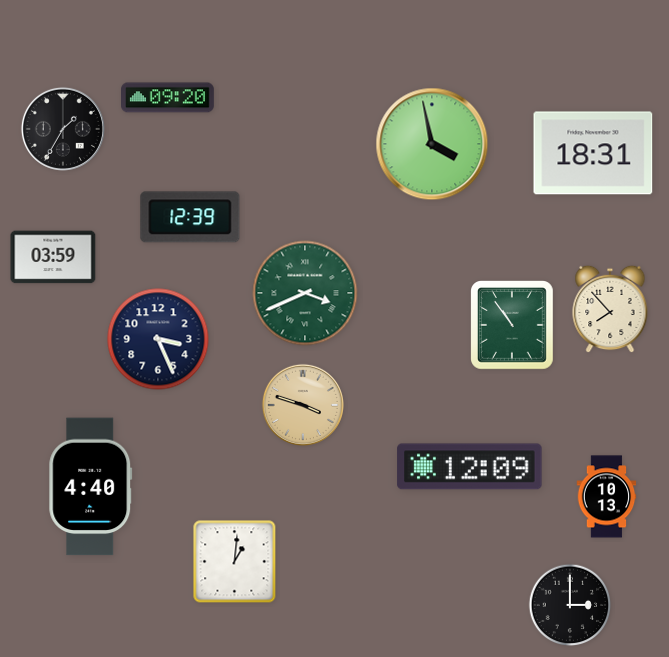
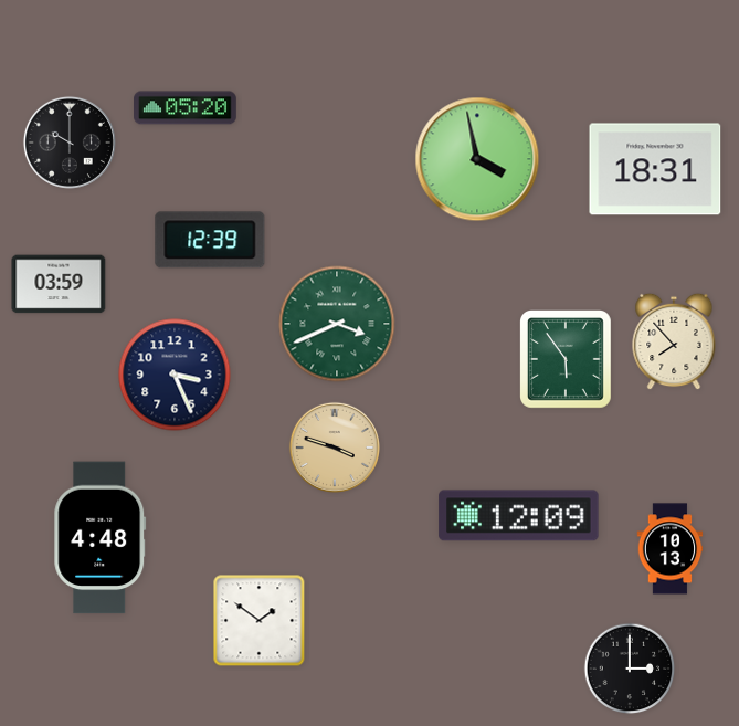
clock at (168, 98): 09:20 -> 05:20
clock at (63, 129): 1:35 -> 10:00
clock at (513, 325): 10:54 -> 5:54
clock at (91, 487): 4:40 -> 4:48
clock at (235, 562): 1:01 -> 1:51
